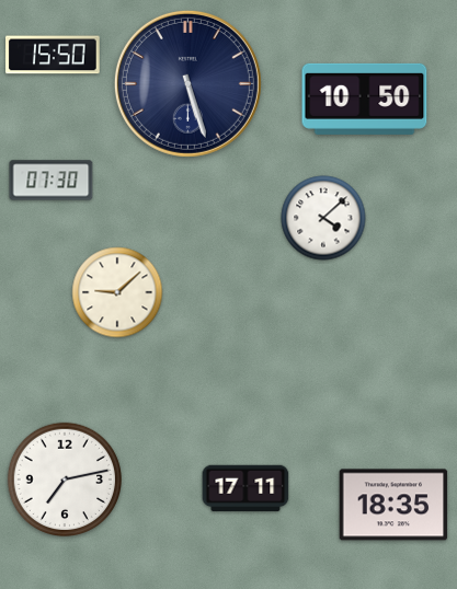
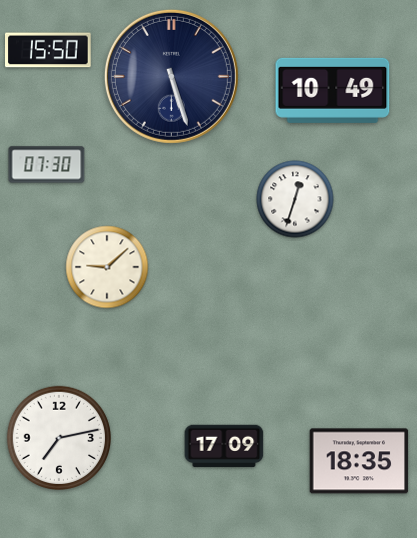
clock at (365, 99): 10:50 -> 10:49
clock at (323, 218): 4:08 -> 12:33
clock at (245, 488): 17:11 -> 17:09
